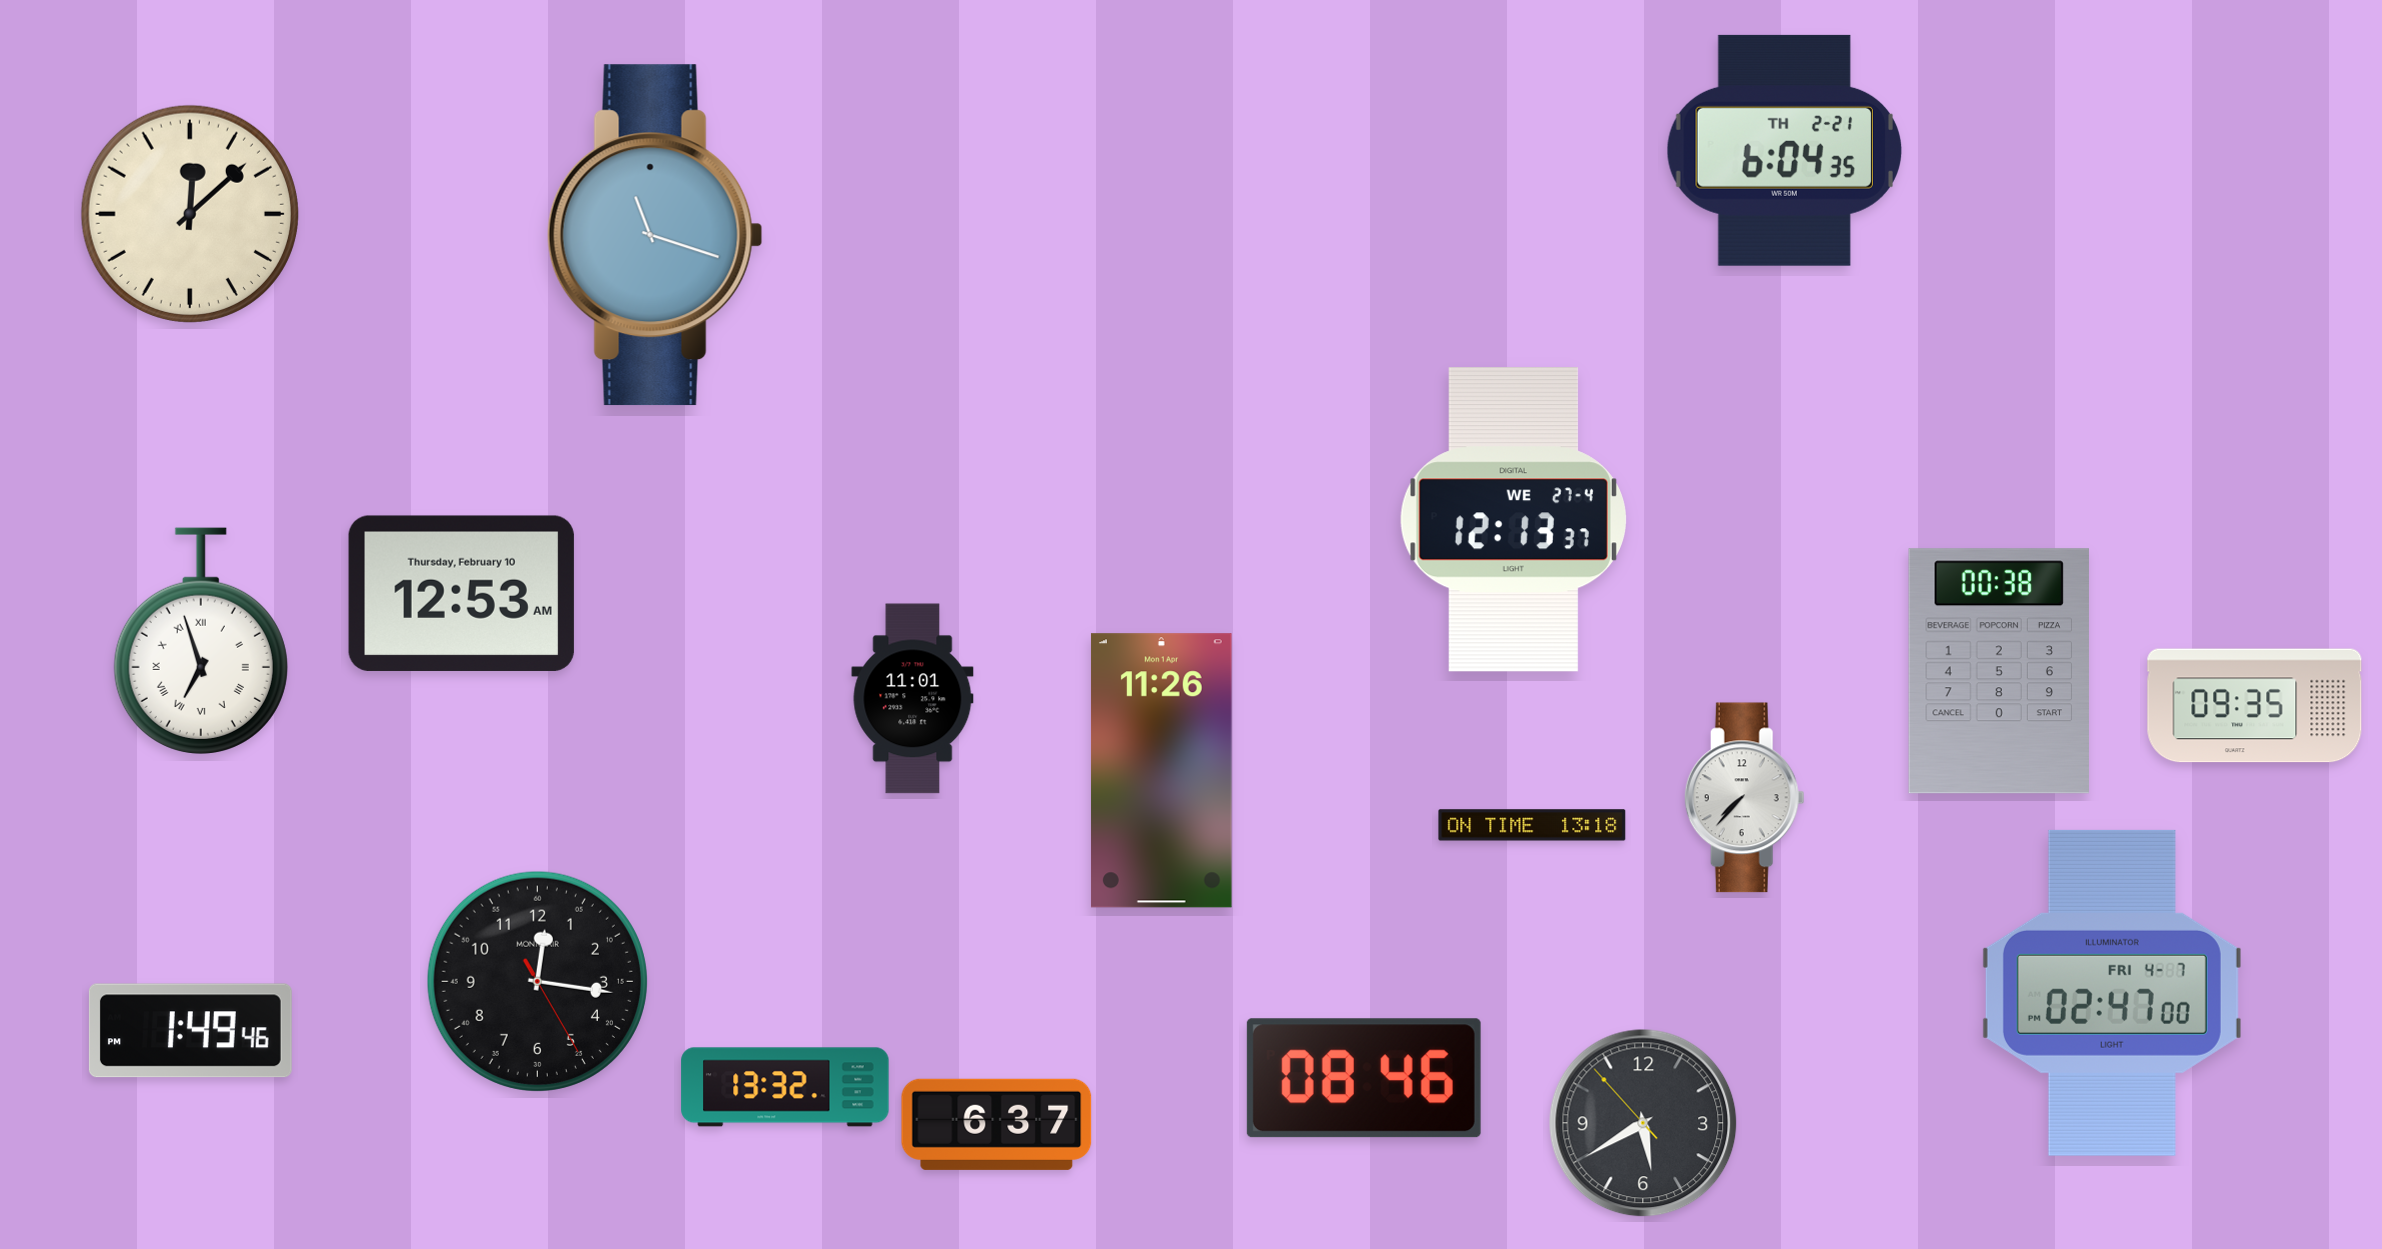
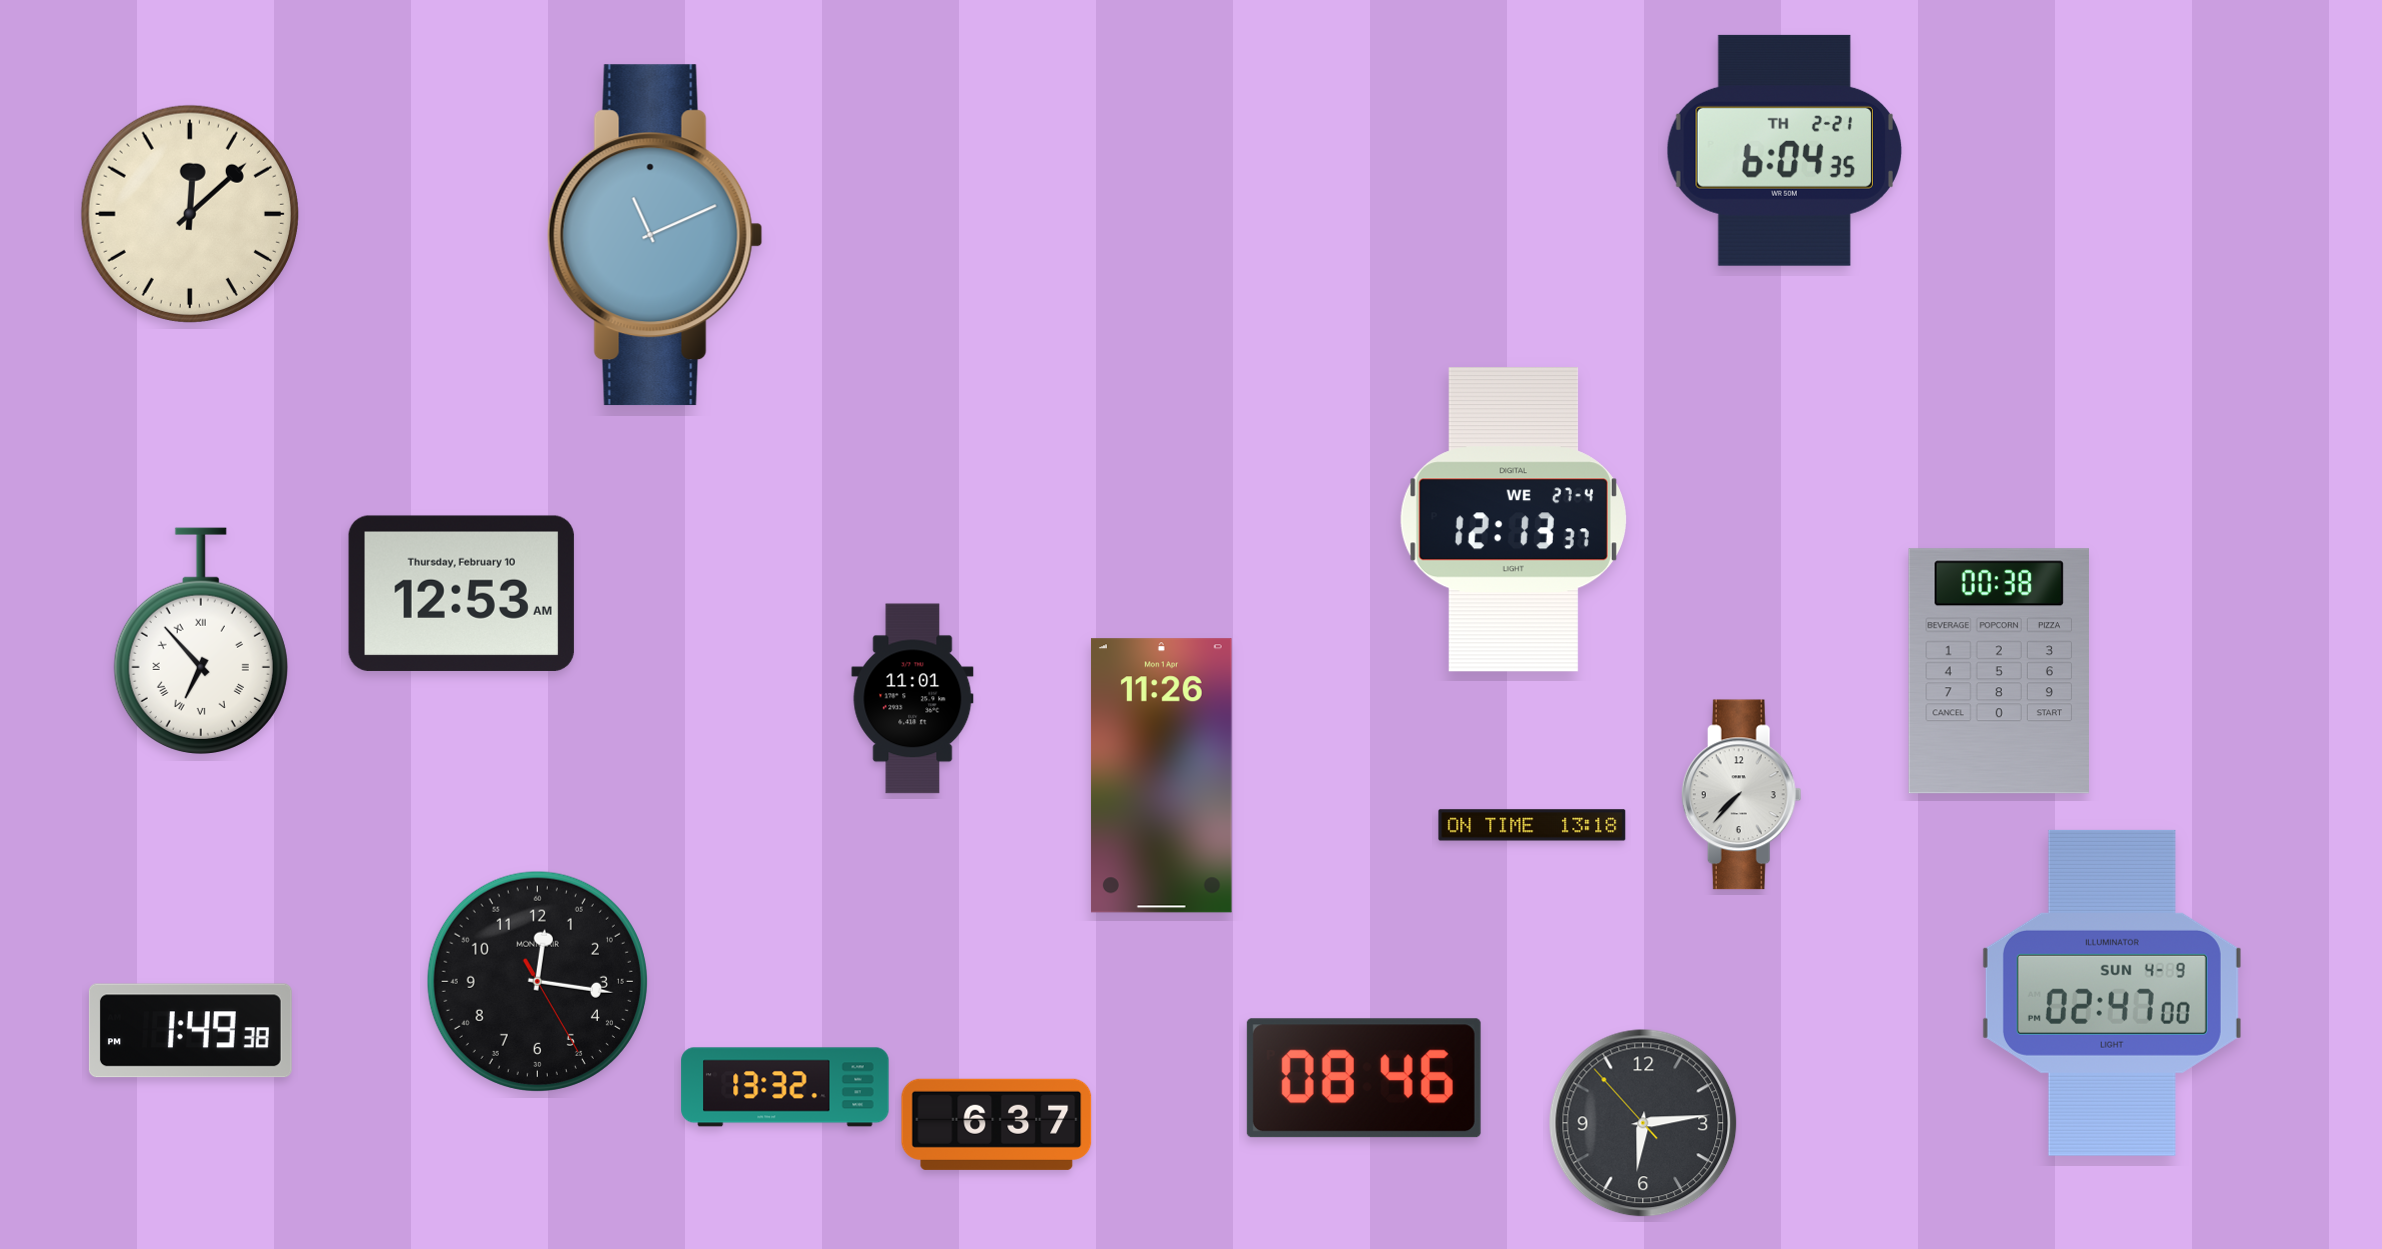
clock at (655, 235): 11:18 -> 11:11
clock at (201, 641): 6:57 -> 6:53
clock at (2255, 706): 09:35 -> none
clock at (1161, 771) position: (1161, 771) -> (1161, 776)
clock at (1744, 798) position: (1744, 798) -> (1741, 795)
clock at (2112, 993) date: FRI 4-7 -> SUN 4-9
clock at (190, 1031): 1:49:46 -> 1:49:38
clock at (1643, 1123): 5:39 -> 6:13
